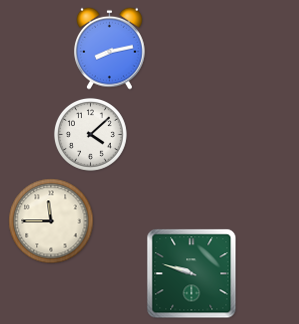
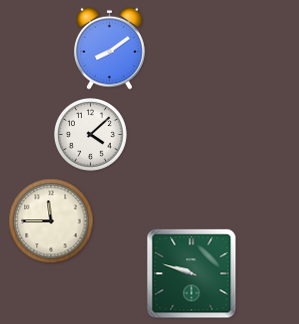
clock at (110, 48): 8:13 -> 8:09
